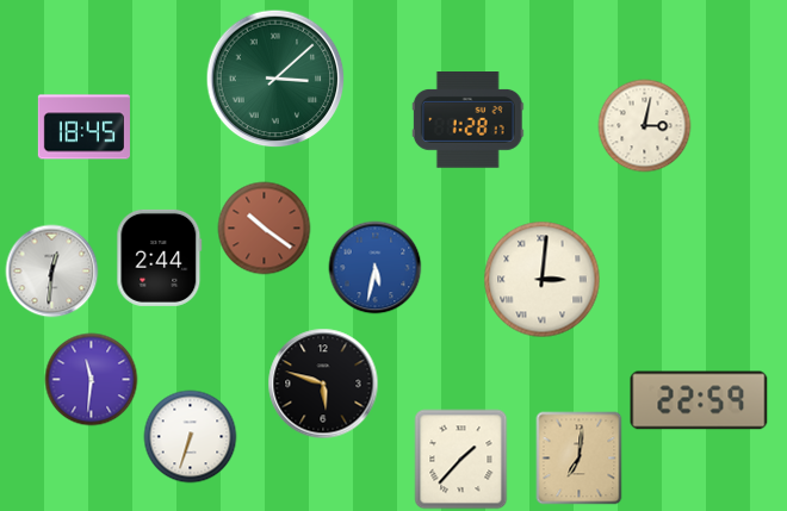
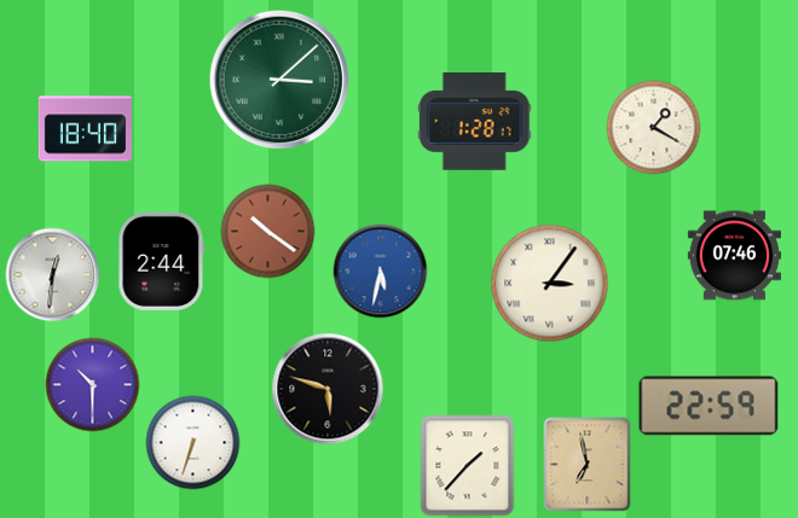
clock at (644, 125): 3:02 -> 1:20
clock at (83, 127): 18:45 -> 18:40
clock at (734, 256): none -> 07:46
clock at (541, 279): 3:01 -> 3:06
clock at (91, 379): 11:31 -> 10:30
clock at (580, 457): 7:01 -> 6:58
